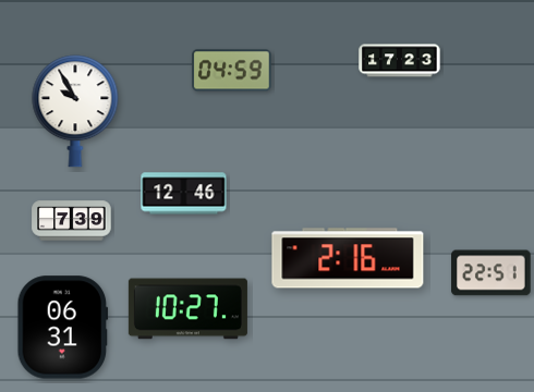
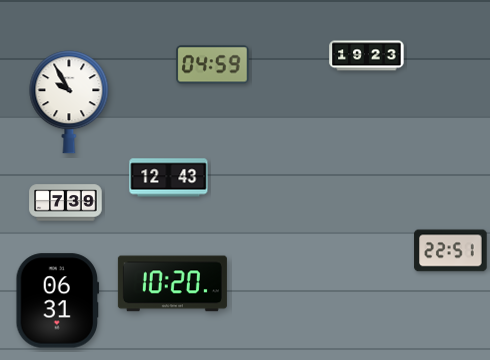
clock at (400, 61): 17:23 -> 19:23
clock at (184, 194): 12:46 -> 12:43
clock at (348, 258): 2:16 -> none
clock at (187, 309): 10:27 -> 10:20
